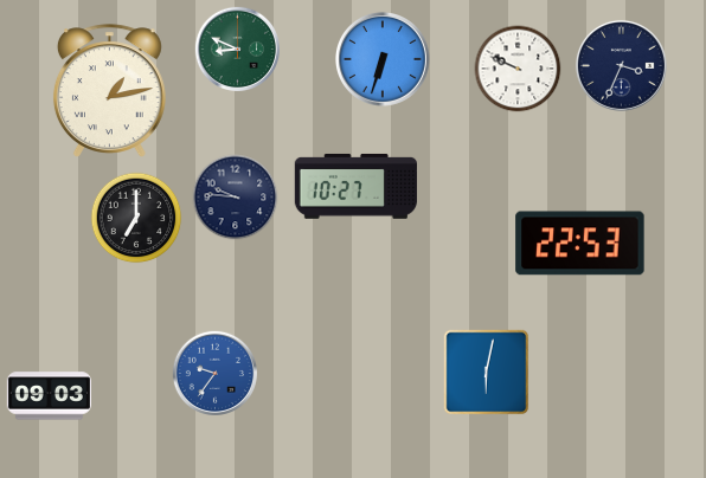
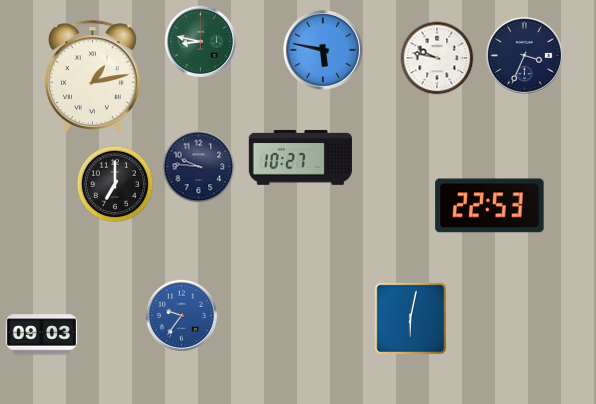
clock at (237, 49): 8:49 -> 8:47
clock at (383, 59): 6:33 -> 5:47
clock at (518, 69): 9:49 -> 9:47
clock at (487, 373) position: (487, 373) -> (411, 319)
